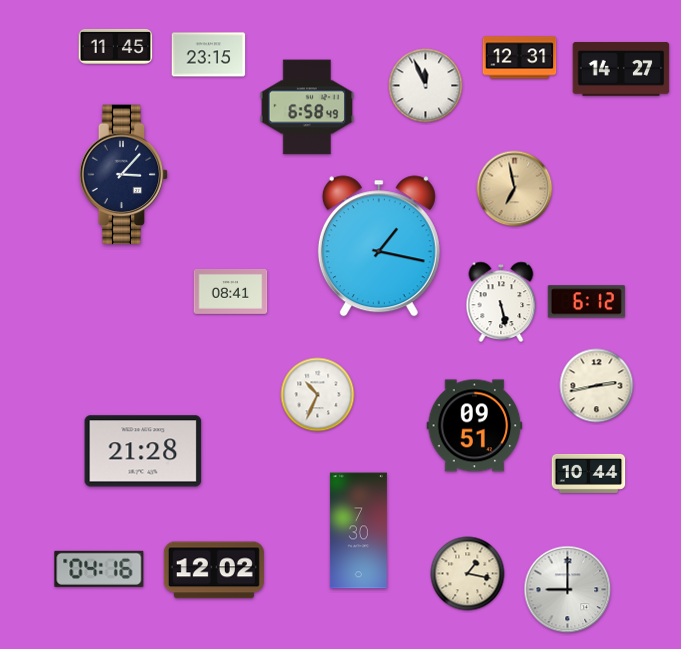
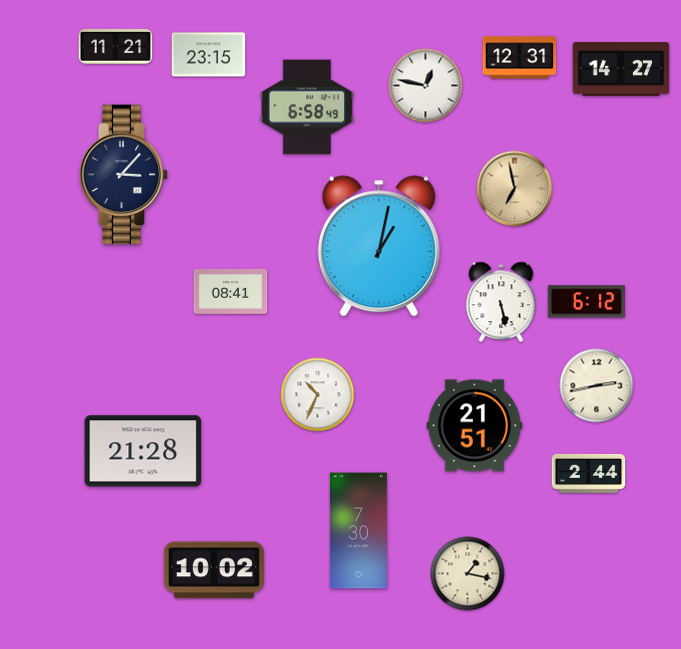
clock at (116, 46): 11:45 -> 11:21
clock at (426, 86): 11:56 -> 12:47
clock at (379, 246): 1:17 -> 1:02
clock at (475, 426): 09:51 -> 21:51
clock at (589, 473): 10:44 -> 2:44
clock at (99, 569): 04:16 -> none
clock at (214, 570): 12:02 -> 10:02
clock at (568, 590): 9:00 -> none
